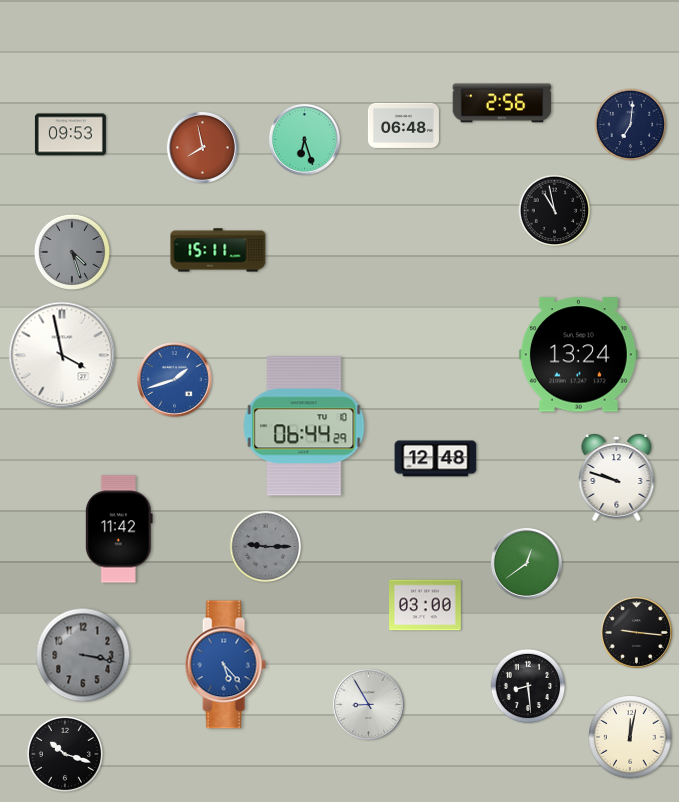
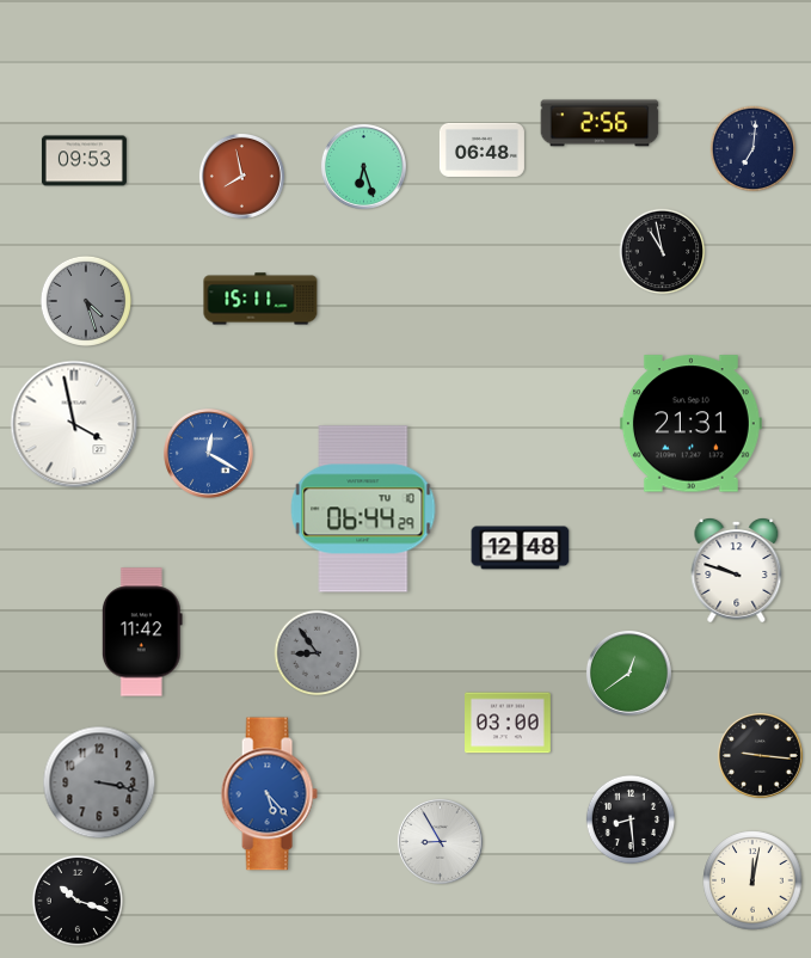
clock at (578, 355): 13:24 -> 21:31
clock at (175, 380): 1:42 -> 12:20
clock at (266, 547): 9:15 -> 8:54
